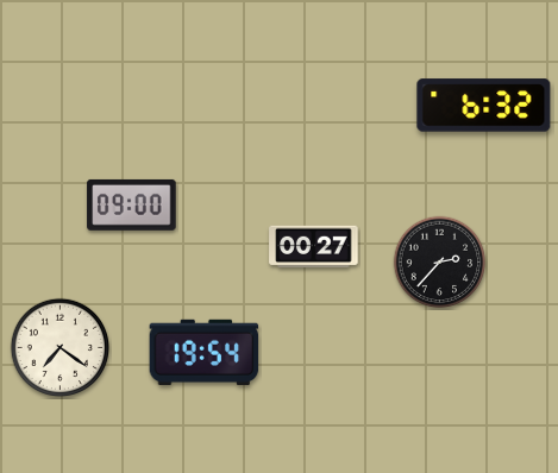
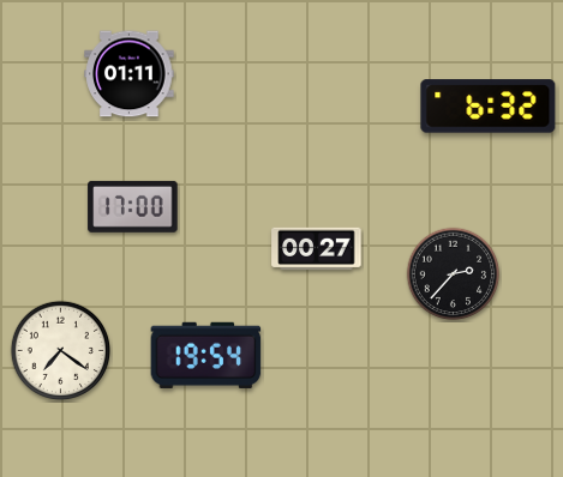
clock at (130, 74): none -> 01:11
clock at (132, 204): 09:00 -> 17:00
clock at (440, 263) position: (440, 263) -> (454, 274)
